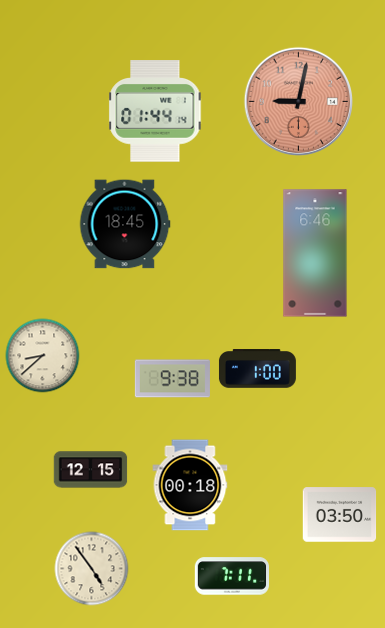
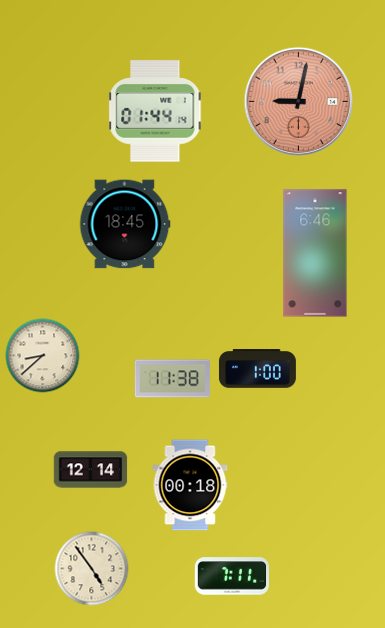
clock at (172, 379): 9:38 -> 11:38
clock at (91, 470): 12:15 -> 12:14
clock at (340, 515): 03:50 -> none
